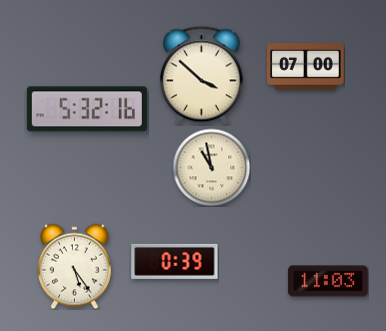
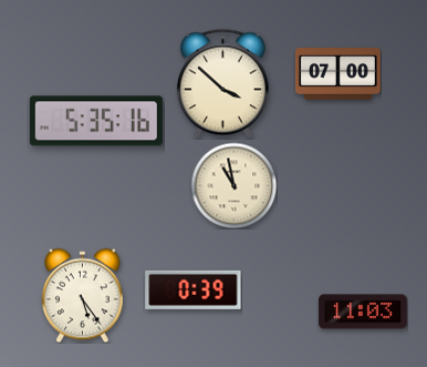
clock at (87, 109): 5:32 -> 5:35
